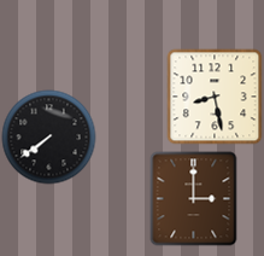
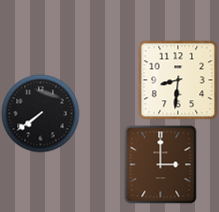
clock at (215, 97): 8:28 -> 8:31
